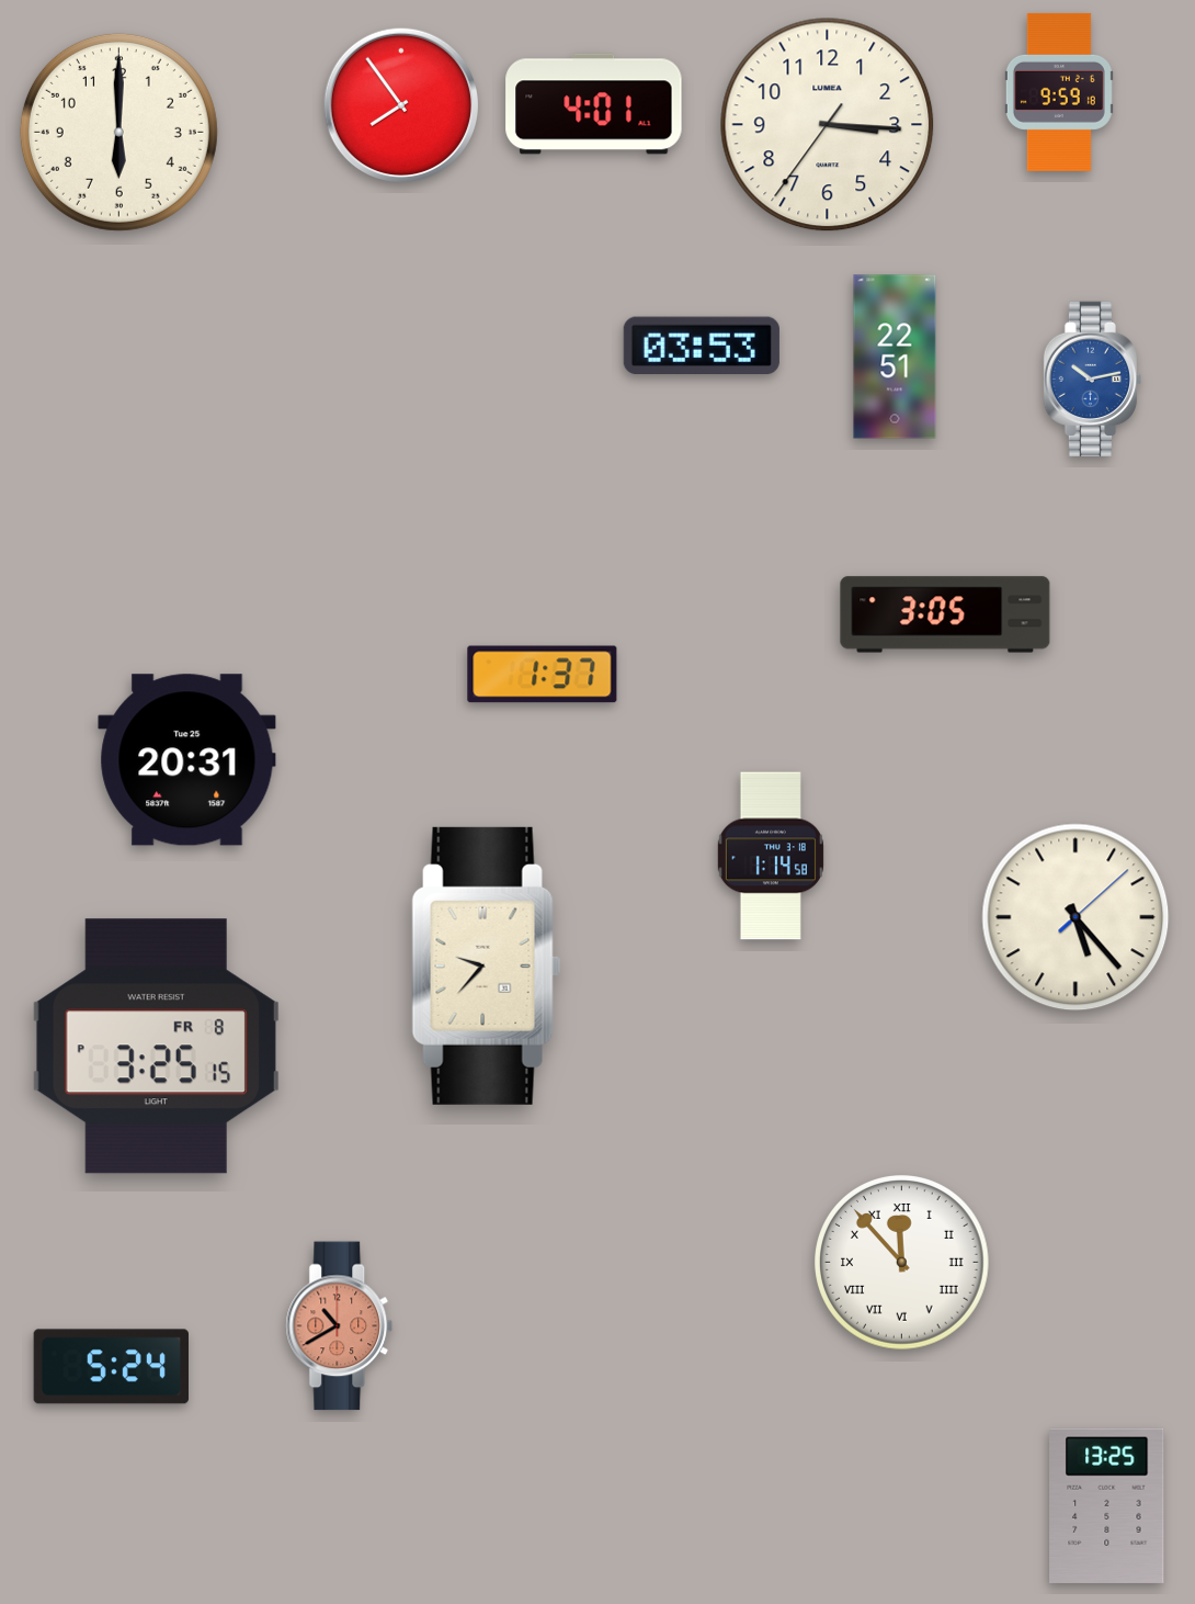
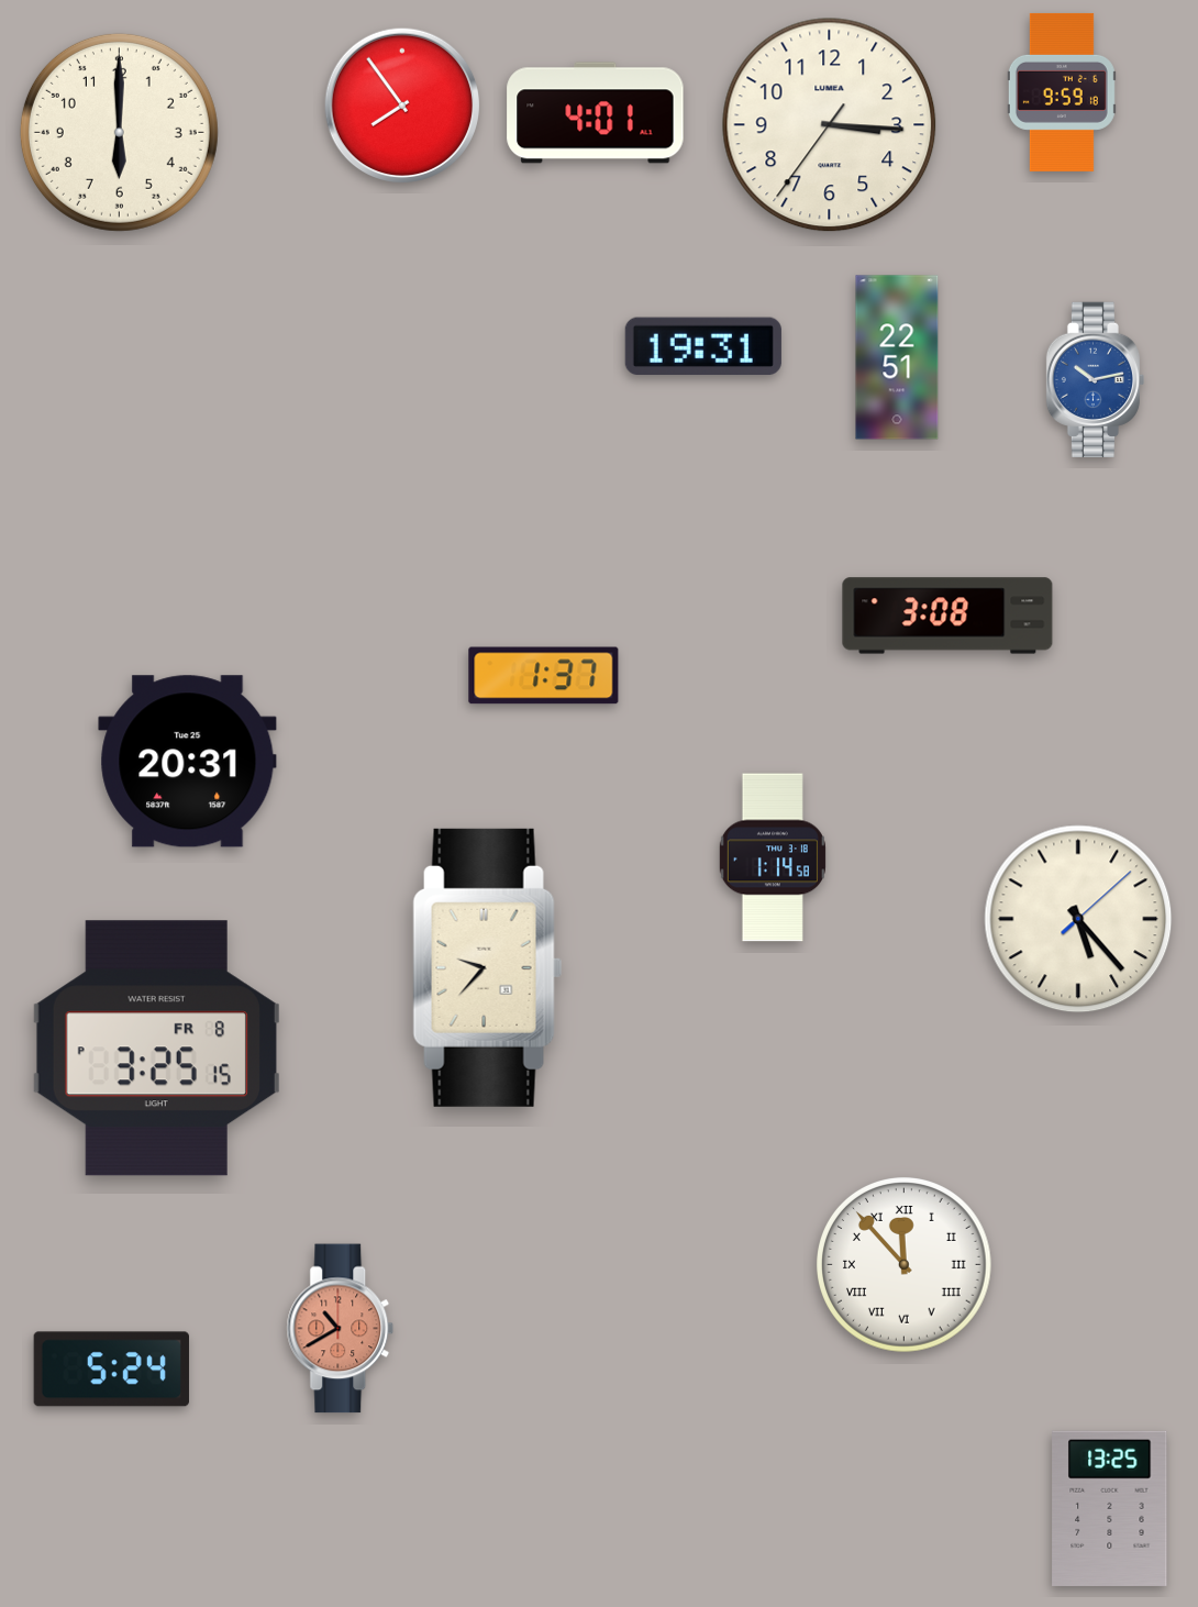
clock at (594, 104) position: (594, 104) -> (596, 113)
clock at (702, 346): 03:53 -> 19:31
clock at (945, 614): 3:05 -> 3:08
